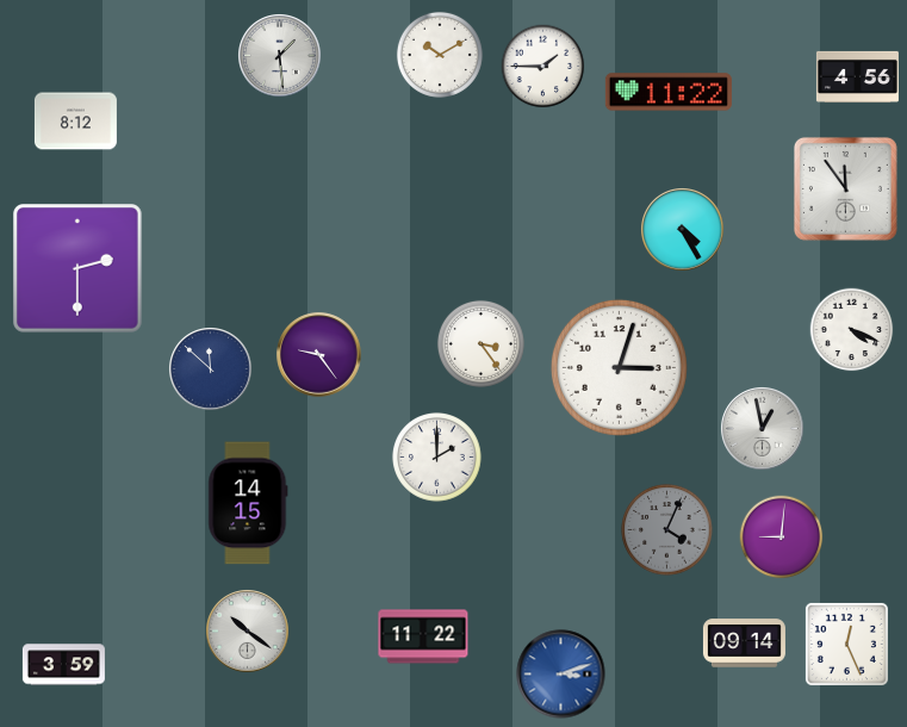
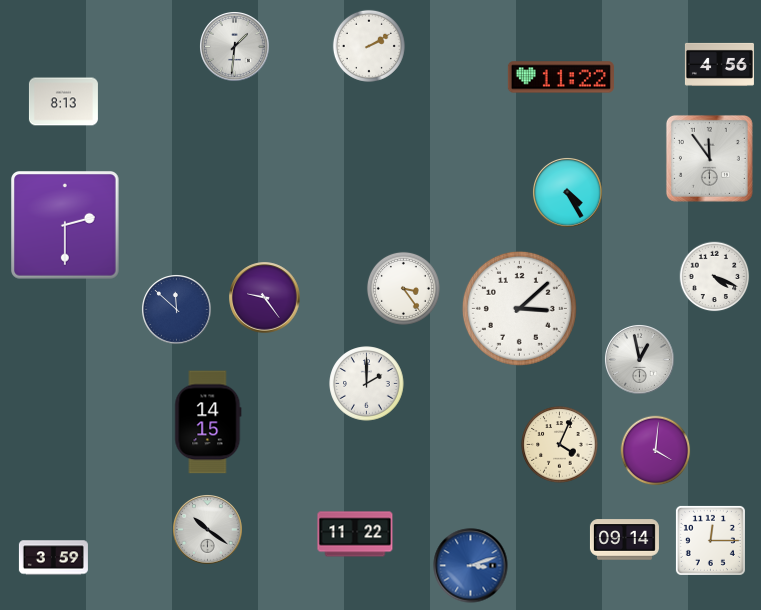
clock at (440, 55): 10:10 -> 2:10
clock at (280, 56): 1:29 -> 1:31
clock at (543, 67): 1:45 -> none
clock at (75, 122): 8:12 -> 8:13
clock at (683, 230) position: (683, 230) -> (568, 193)
clock at (319, 355) position: (319, 355) -> (265, 298)
clock at (619, 367): 3:03 -> 3:08
clock at (667, 530) dial: grey -> cream
clock at (782, 538): 9:01 -> 4:01
clock at (846, 644): 12:26 -> 12:15
